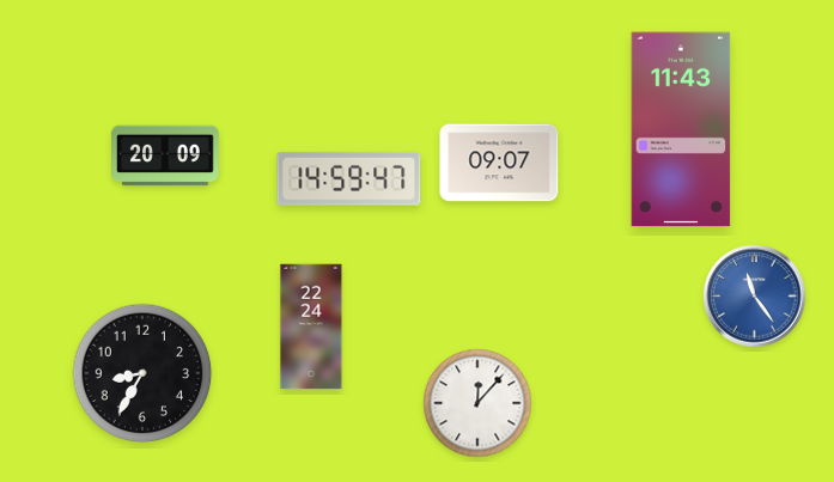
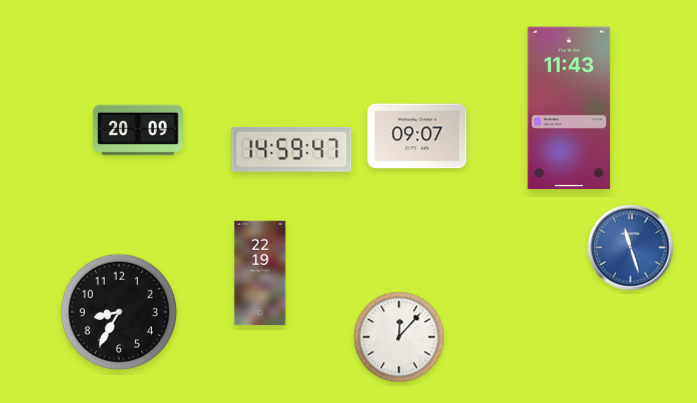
clock at (755, 297): 11:24 -> 11:27
clock at (311, 327): 22:24 -> 22:19
